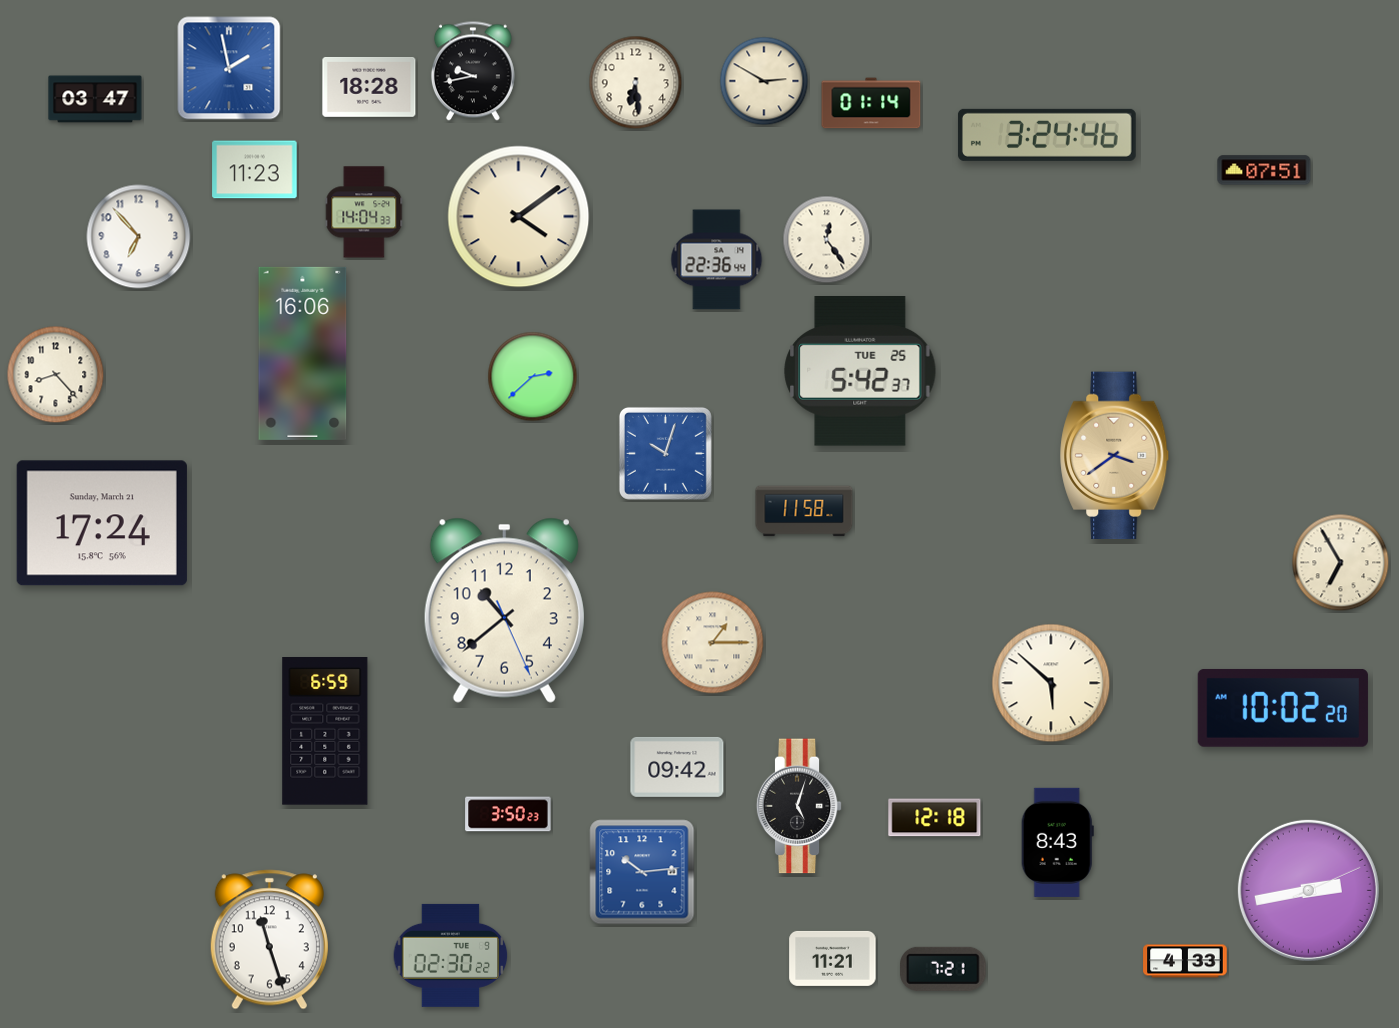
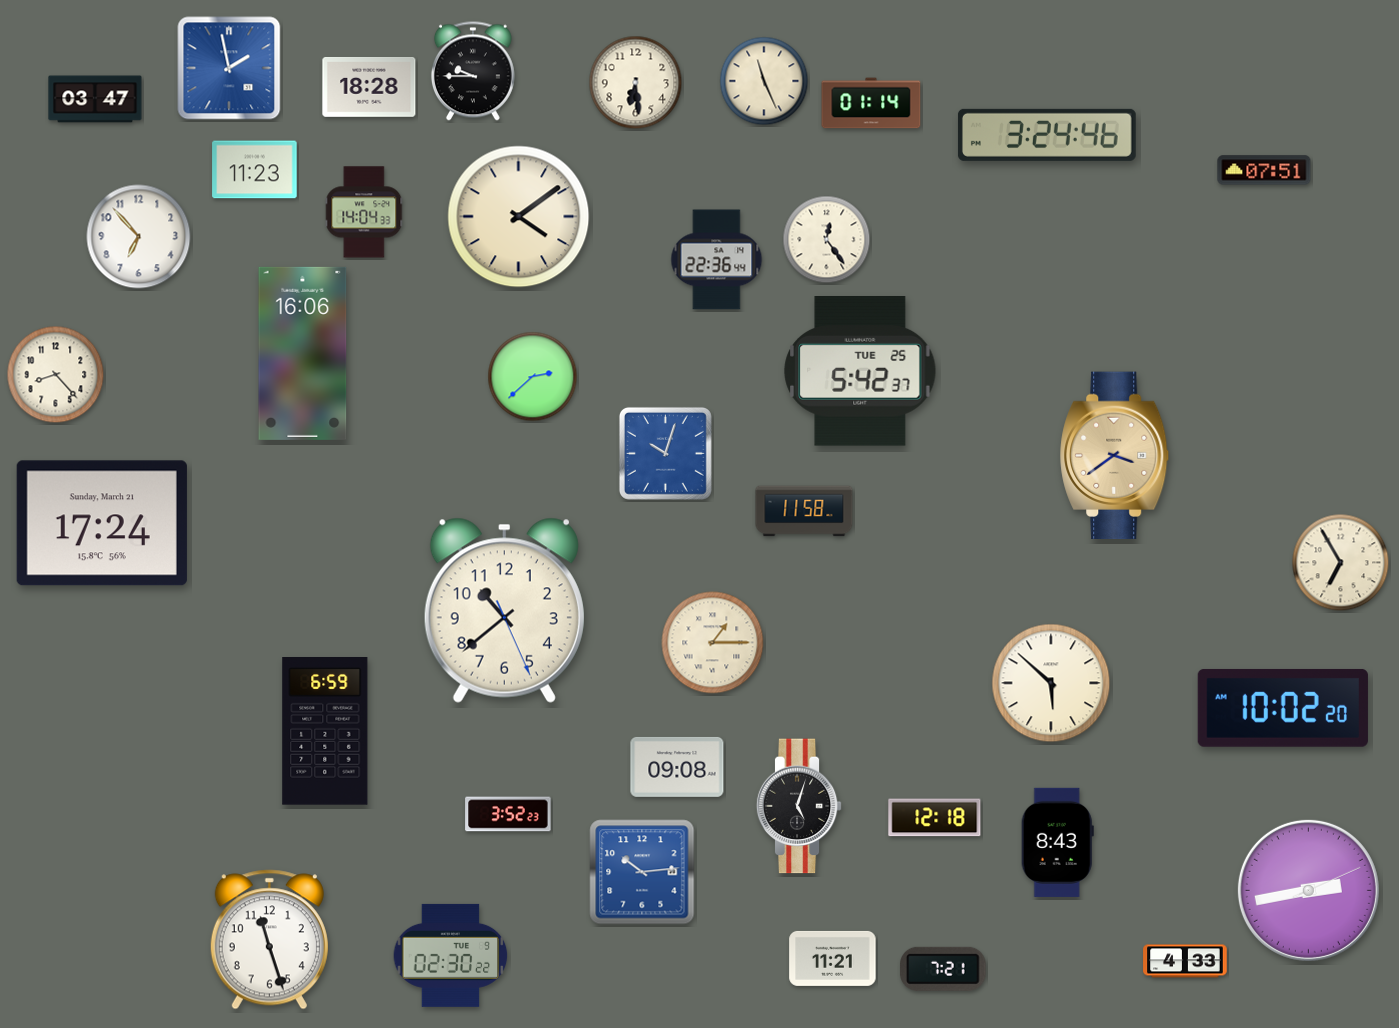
clock at (473, 71): 9:43 -> 9:45
clock at (764, 81): 2:50 -> 11:26
clock at (677, 767): 09:42 -> 09:08
clock at (508, 814): 3:50 -> 3:52
